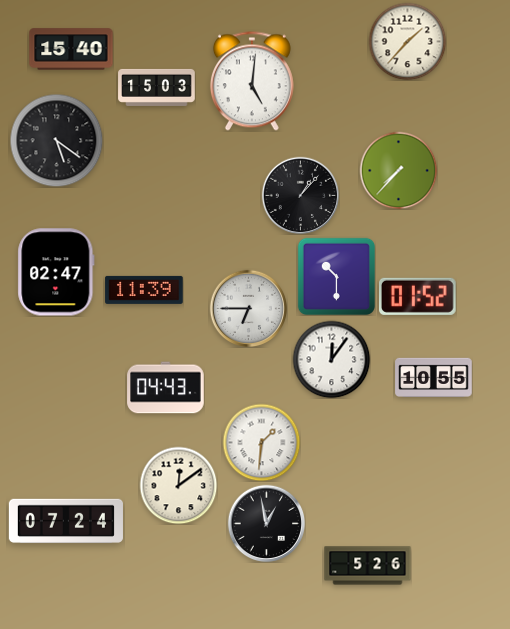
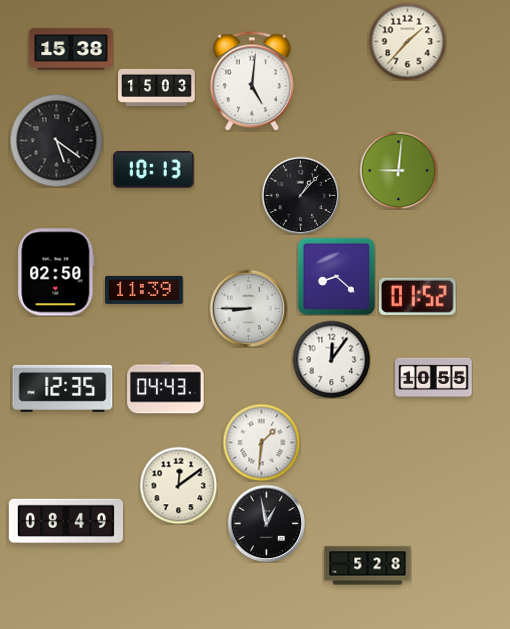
clock at (71, 49): 15:40 -> 15:38
clock at (154, 170): none -> 10:13
clock at (398, 170): 7:37 -> 9:01
clock at (56, 272): 02:47 -> 02:50
clock at (336, 276): 10:30 -> 8:22
clock at (248, 308): 6:45 -> 8:45
clock at (63, 388): none -> 12:35
clock at (66, 520): 07:24 -> 08:49
clock at (368, 566): 5:26 -> 5:28
